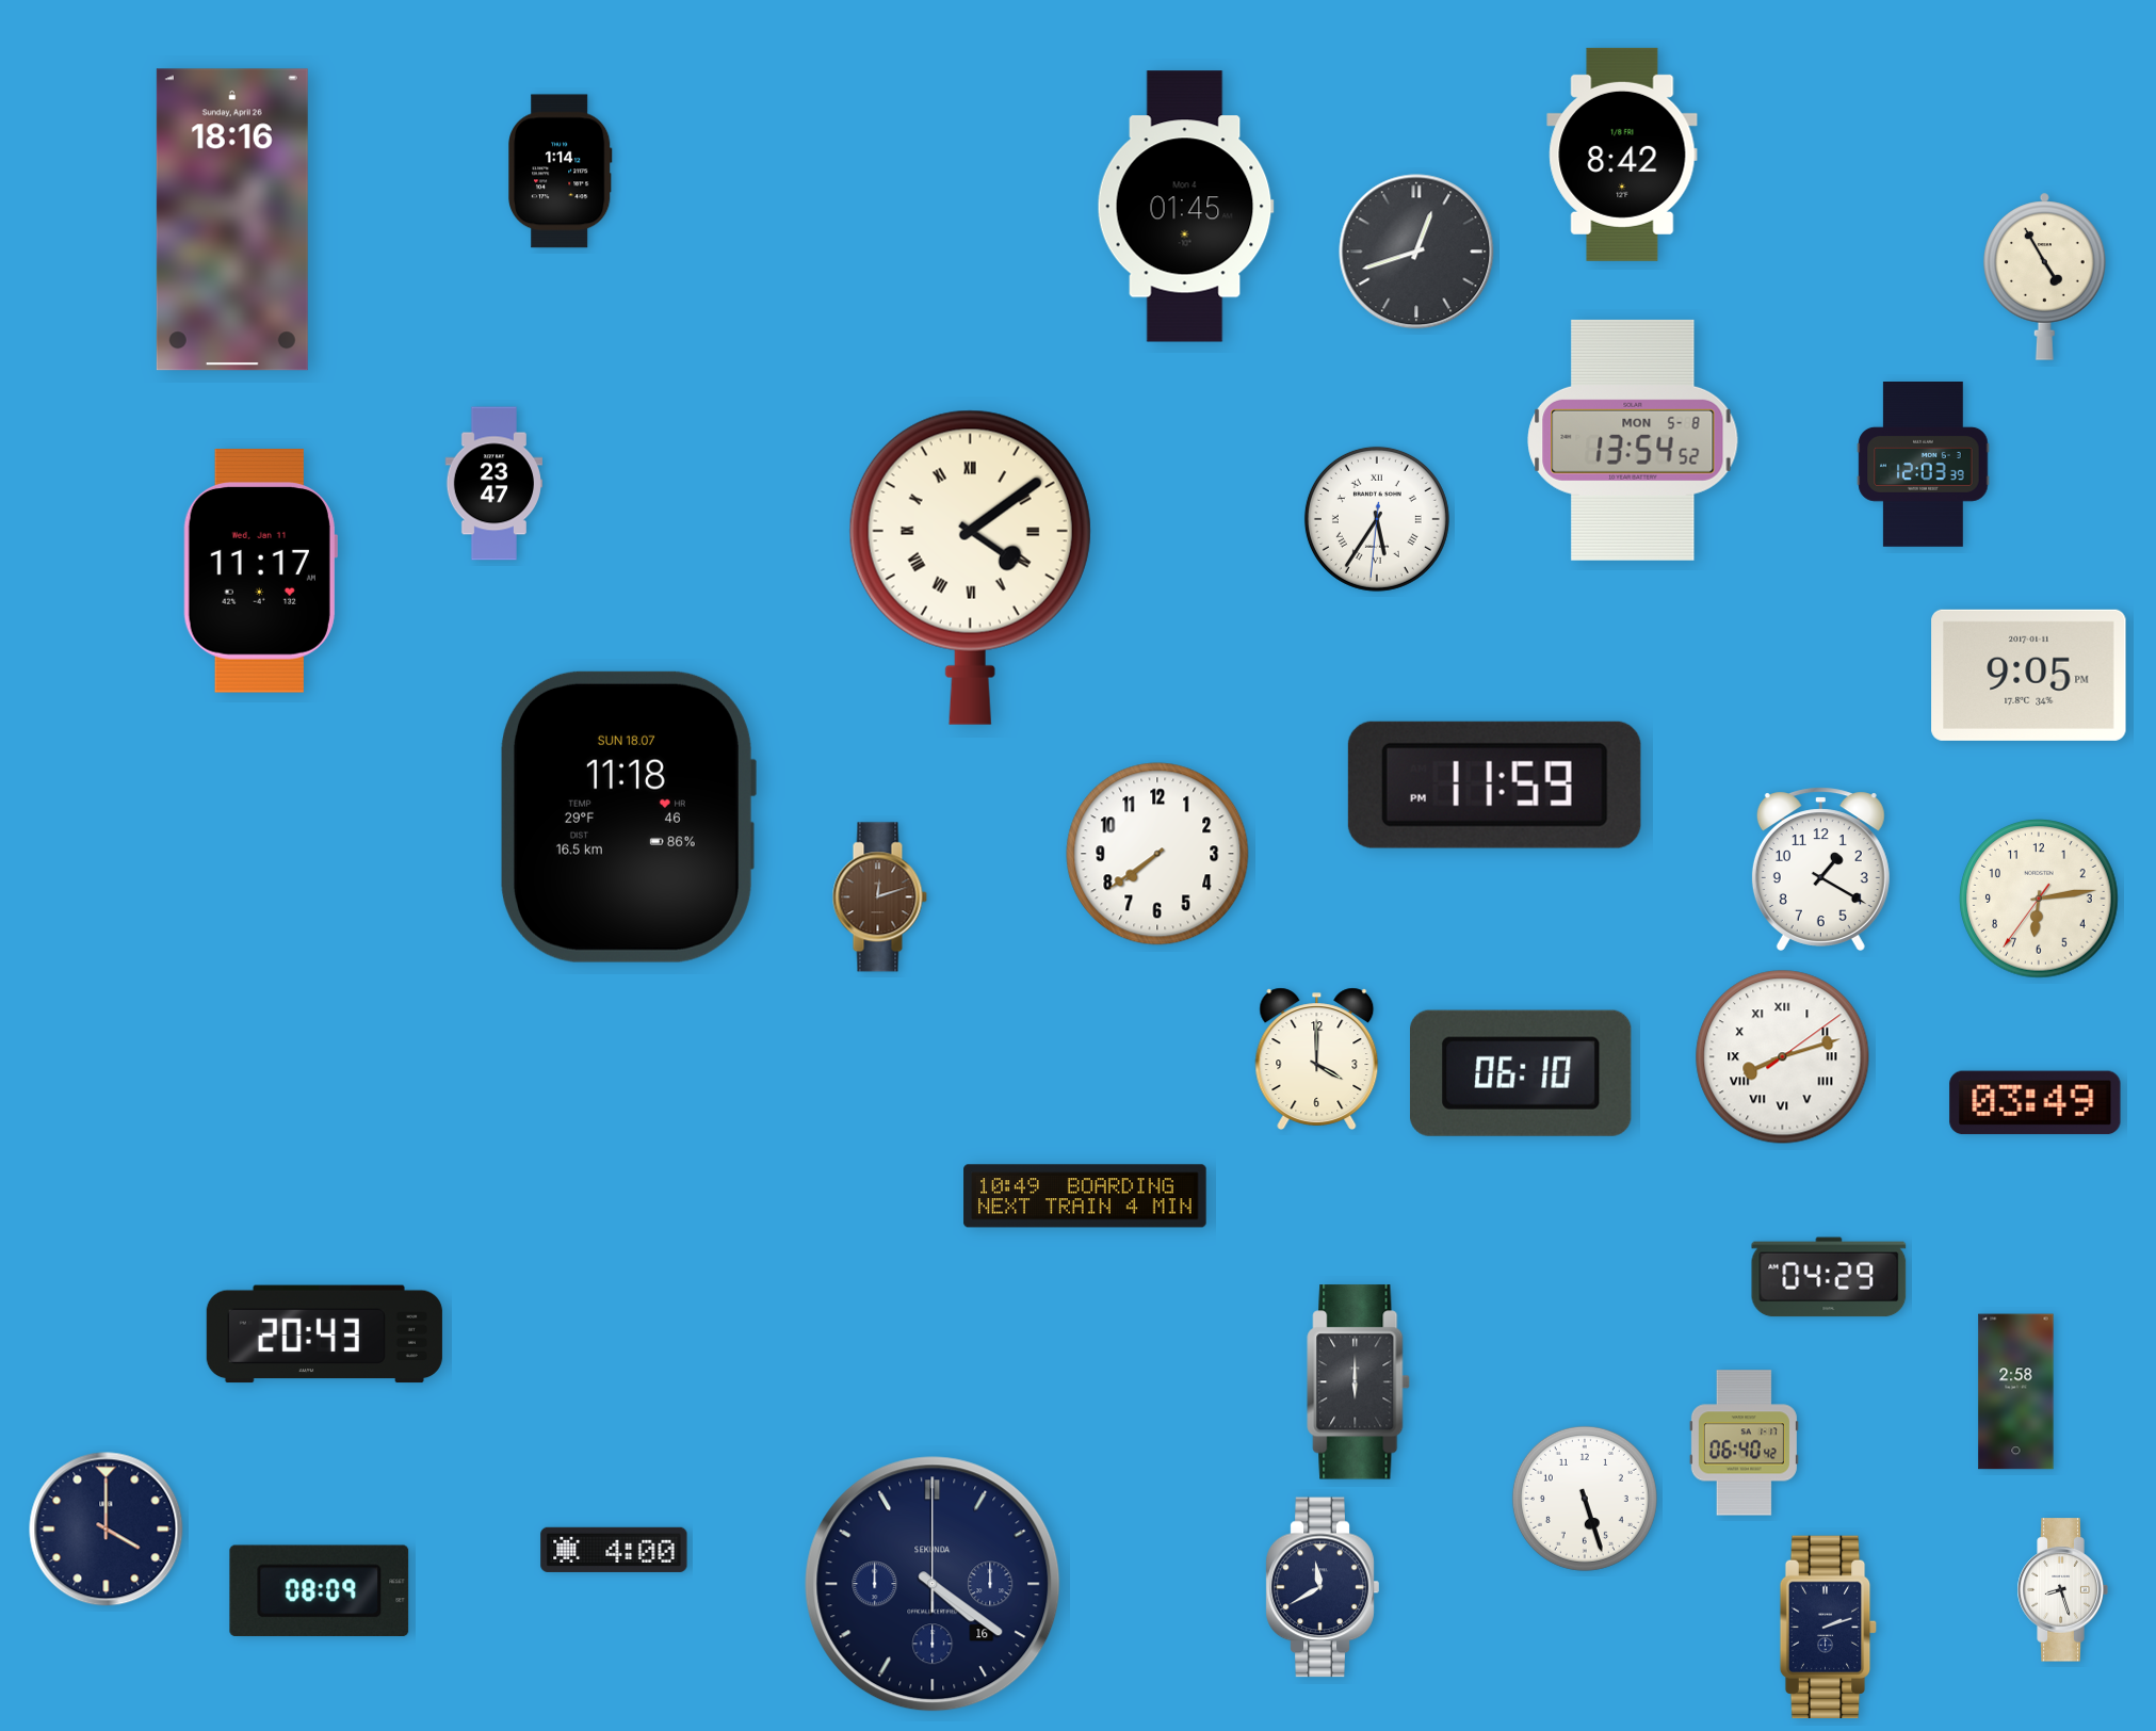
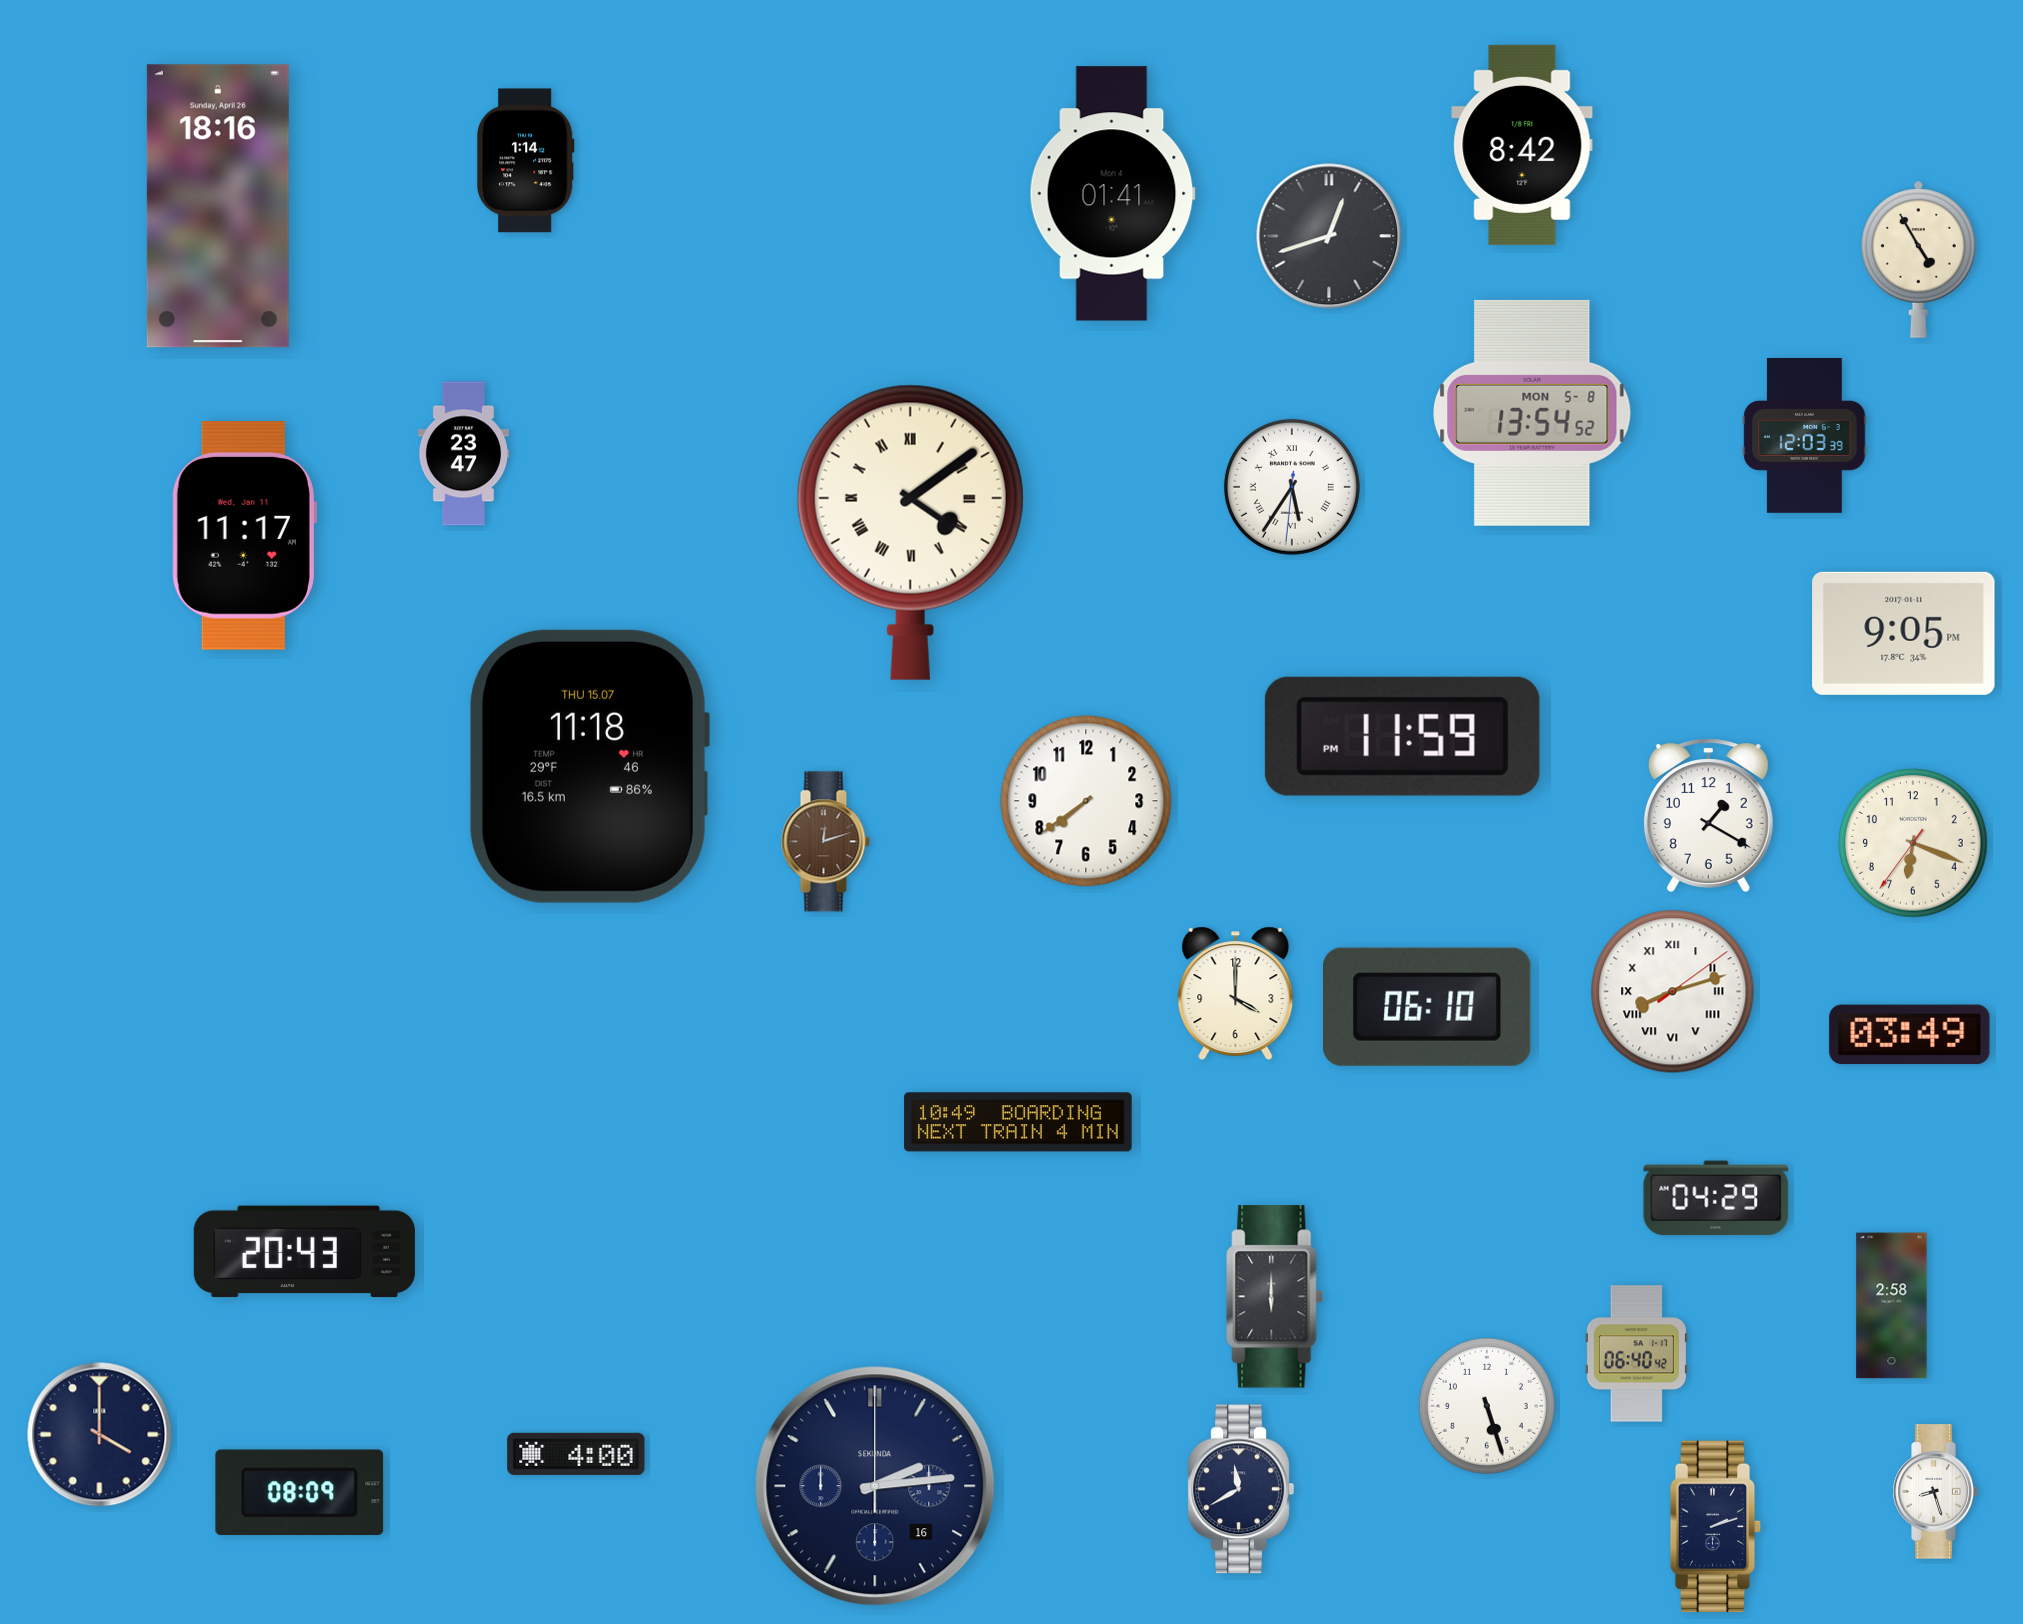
clock at (1185, 207): 01:45 -> 01:41
clock at (628, 816) date: SUN 18.07 -> THU 15.07
clock at (2039, 899): 6:13 -> 6:18
clock at (933, 1584): 4:21 -> 2:14
